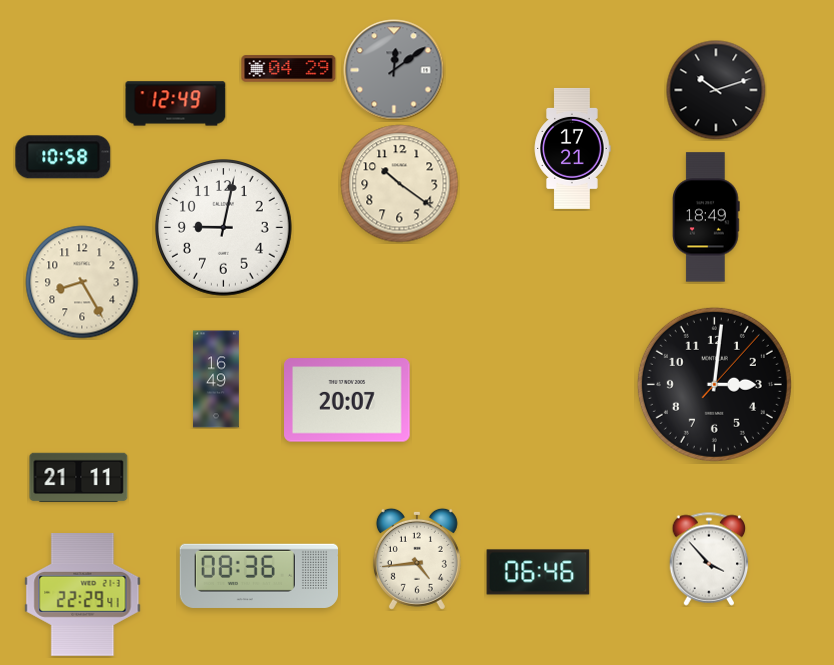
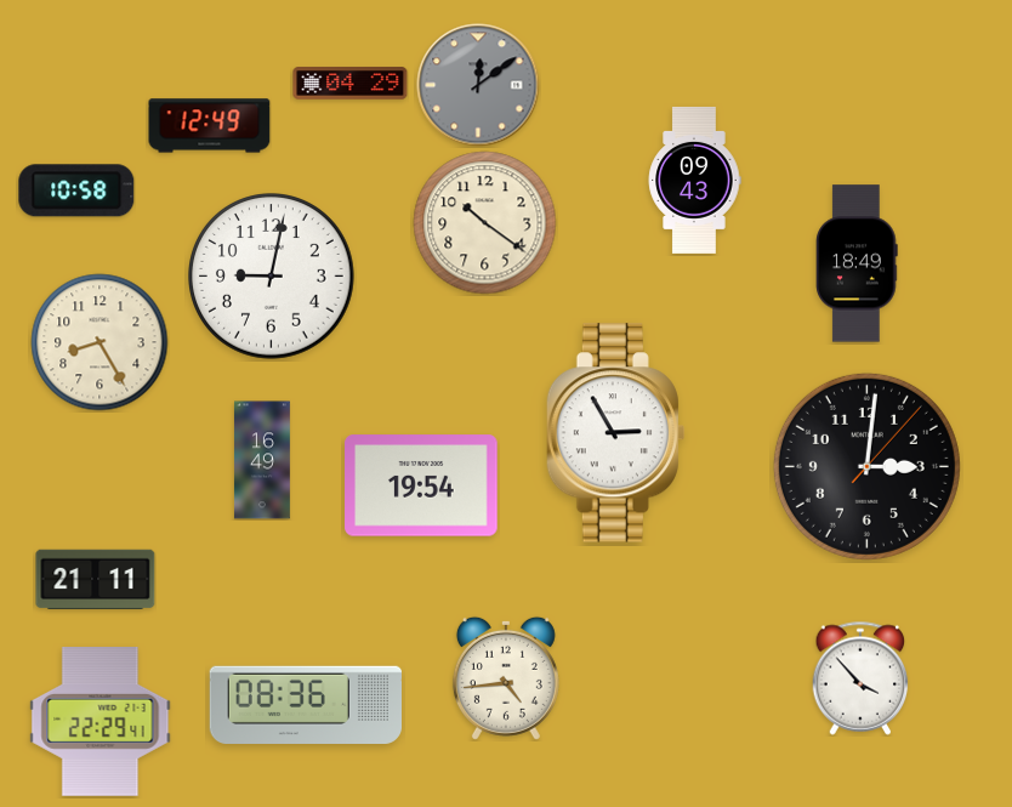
clock at (716, 90): 10:12 -> none
clock at (176, 104) position: (176, 104) -> (210, 126)
clock at (572, 148): 17:21 -> 09:43
clock at (615, 433): none -> 2:55
clock at (347, 400): 20:07 -> 19:54
clock at (538, 572): 06:46 -> none
clock at (258, 576) position: (258, 576) -> (305, 705)
